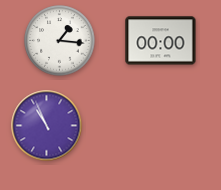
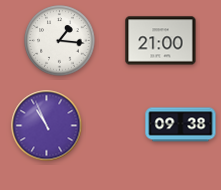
clock at (161, 41): 00:00 -> 21:00
clock at (181, 125): none -> 09:38
